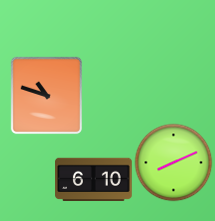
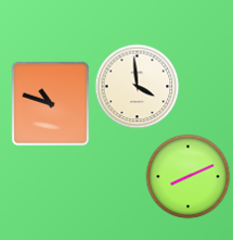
clock at (137, 86): none -> 3:59
clock at (94, 180): 6:10 -> none
